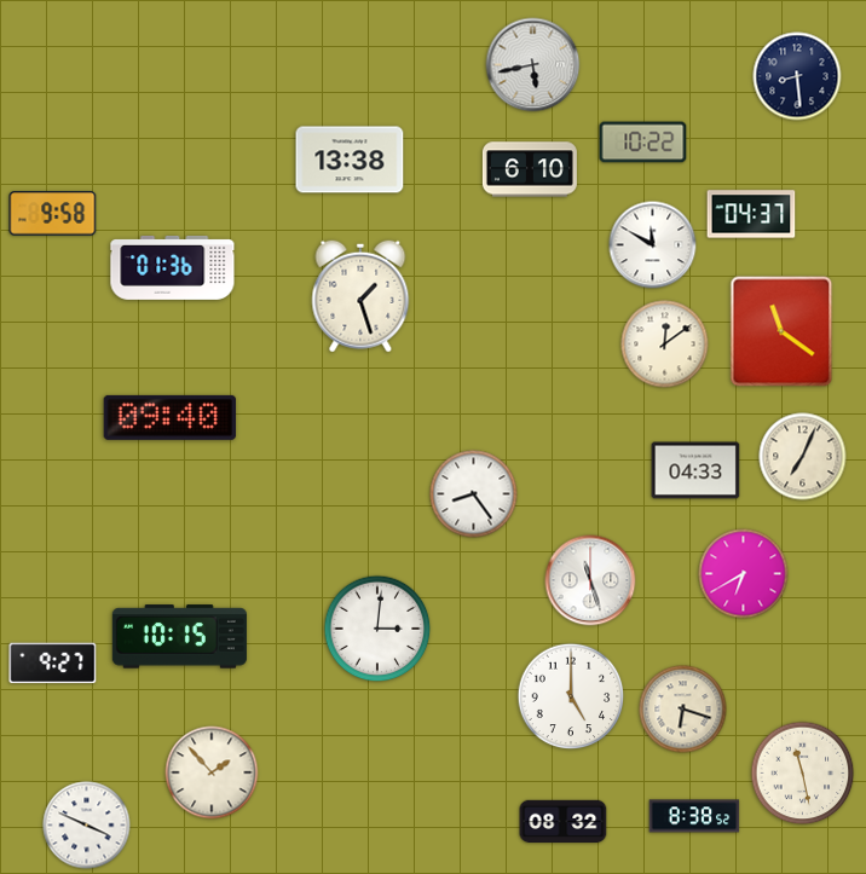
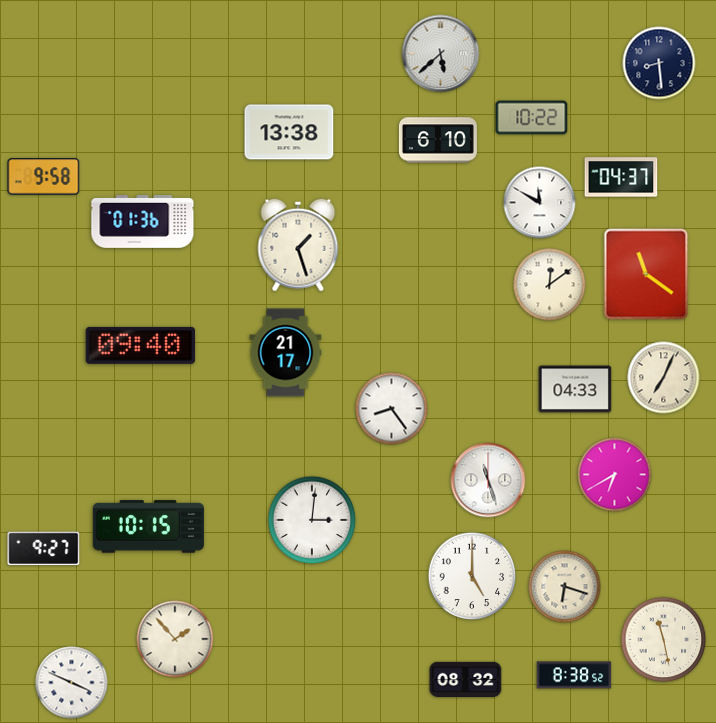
clock at (533, 65): 5:43 -> 5:38
clock at (286, 353): none -> 21:17
